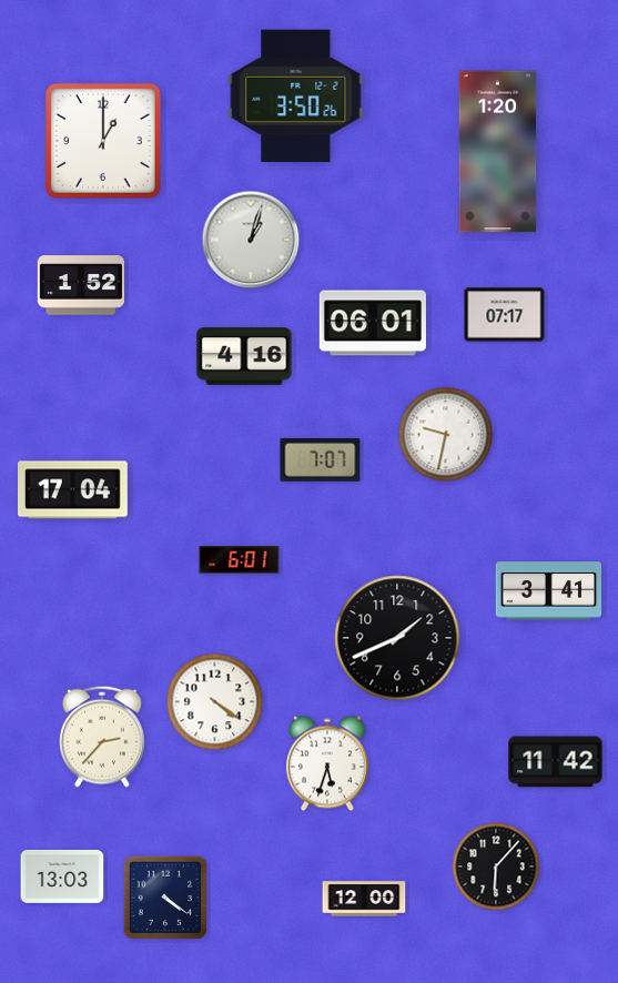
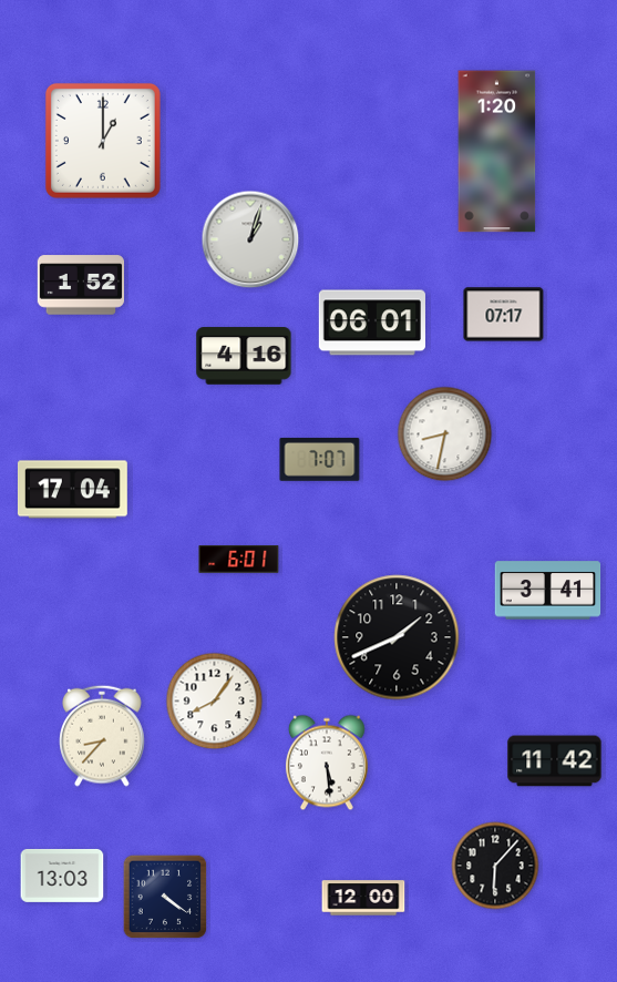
clock at (296, 97): 3:50 -> none
clock at (446, 435): 9:32 -> 8:32
clock at (215, 702): 4:21 -> 8:06
clock at (102, 737): 2:37 -> 8:37
clock at (327, 763): 5:33 -> 5:29
